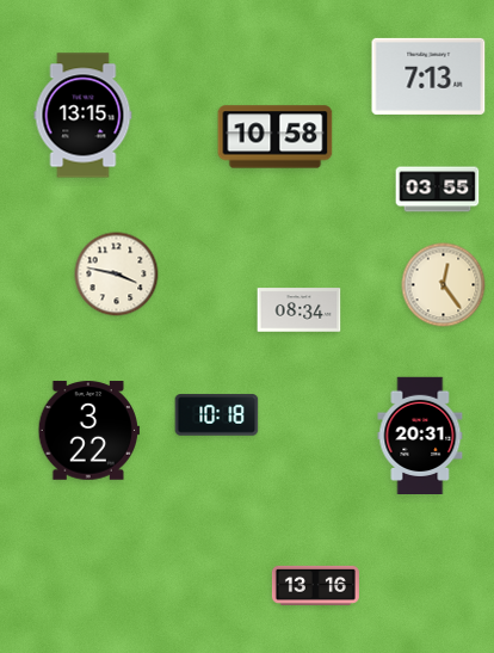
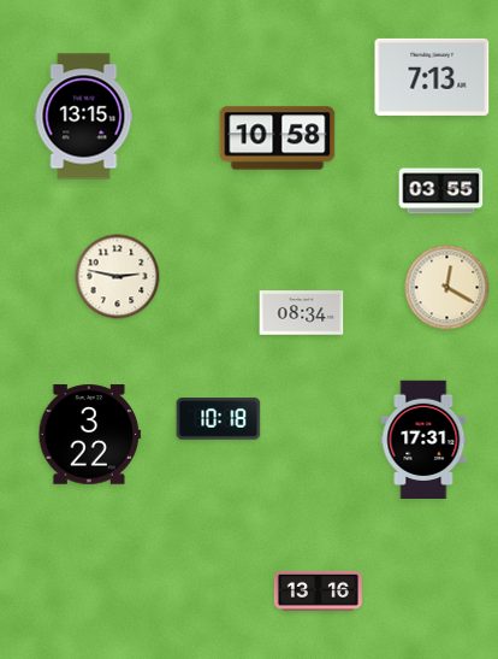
clock at (117, 275): 3:47 -> 2:47
clock at (444, 285): 12:24 -> 12:20
clock at (420, 435): 20:31 -> 17:31
